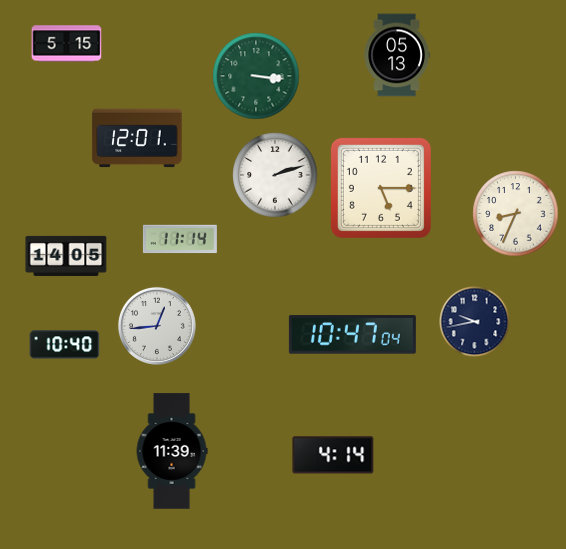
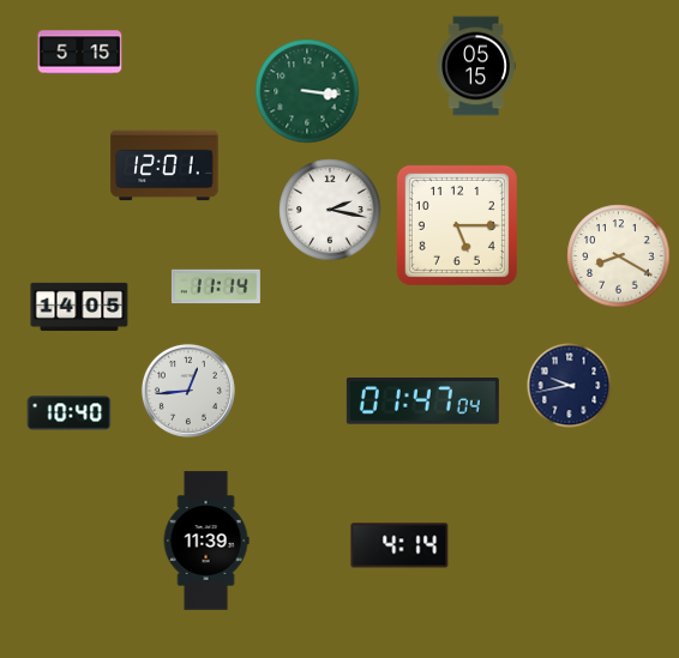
clock at (397, 55): 05:13 -> 05:15
clock at (275, 175): 2:12 -> 2:17
clock at (516, 214): 8:34 -> 8:20
clock at (352, 335): 10:47 -> 01:47
clock at (65, 345) position: (65, 345) -> (70, 413)
